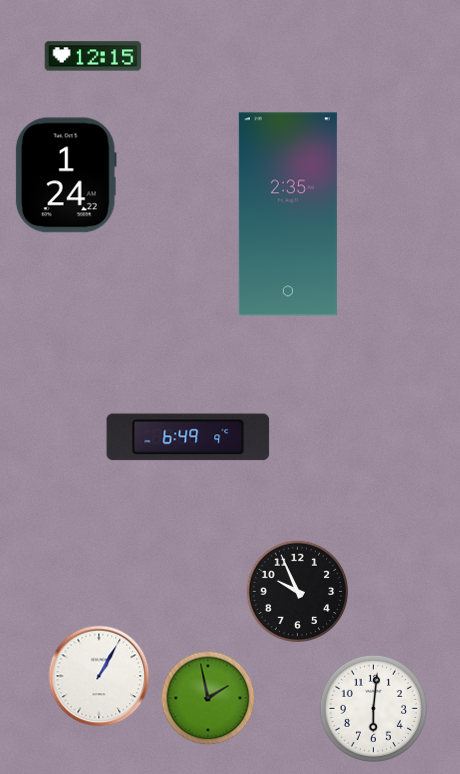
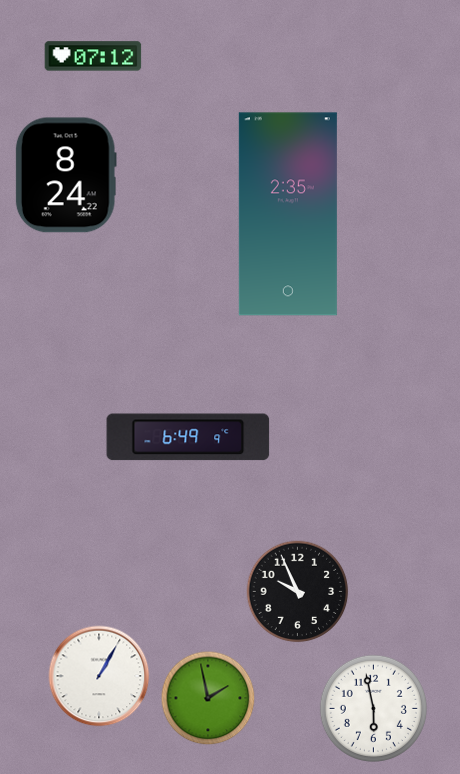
clock at (93, 56): 12:15 -> 07:12
clock at (66, 175): 1:24 -> 8:24
clock at (373, 708): 6:01 -> 5:58
